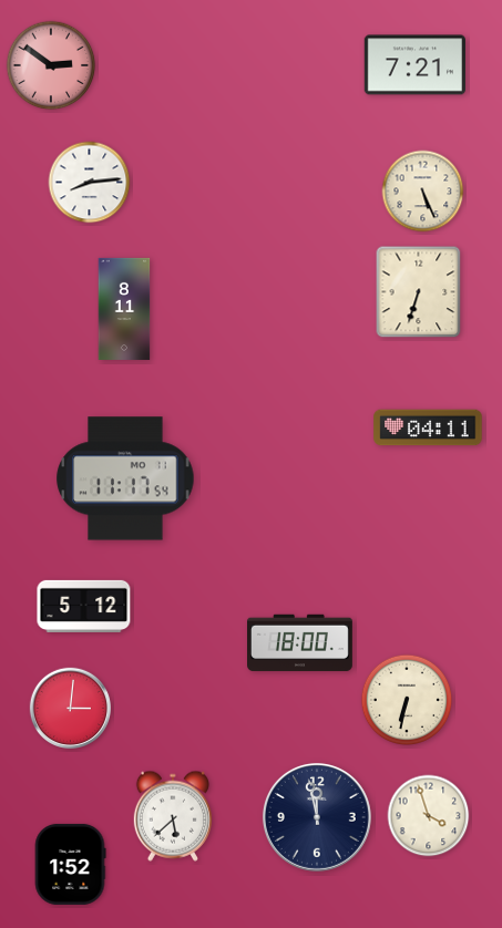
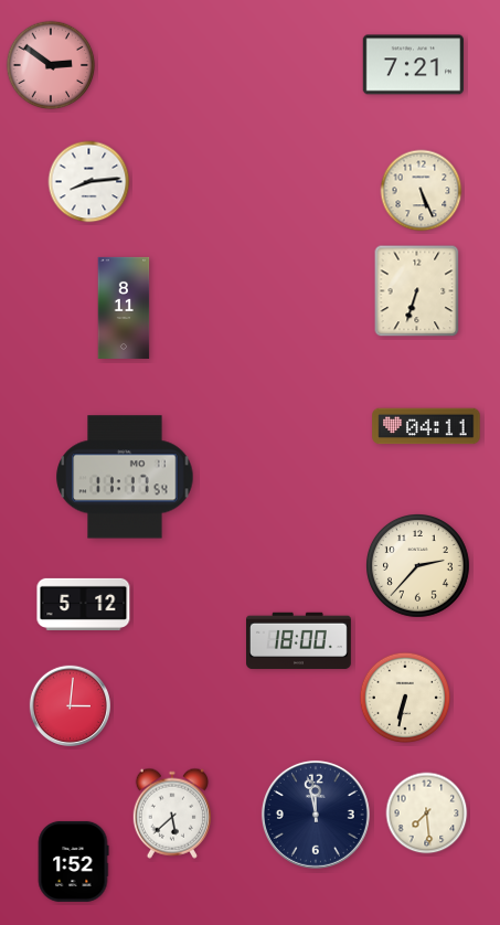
clock at (418, 566): none -> 2:37
clock at (429, 816): 3:57 -> 7:29
clock at (70, 864) position: (70, 864) -> (73, 861)
